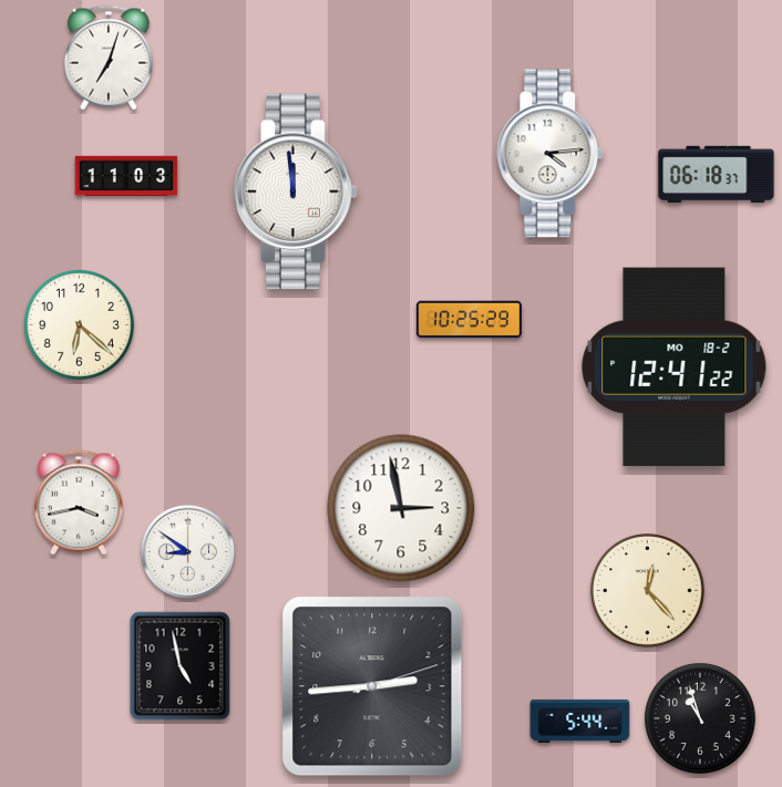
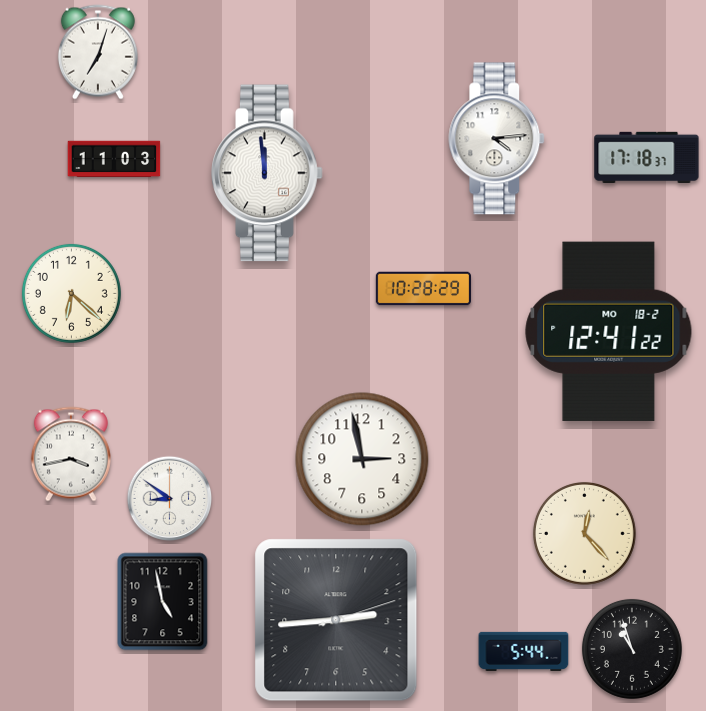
clock at (717, 174): 06:18 -> 17:18
clock at (469, 320): 10:25 -> 10:28
